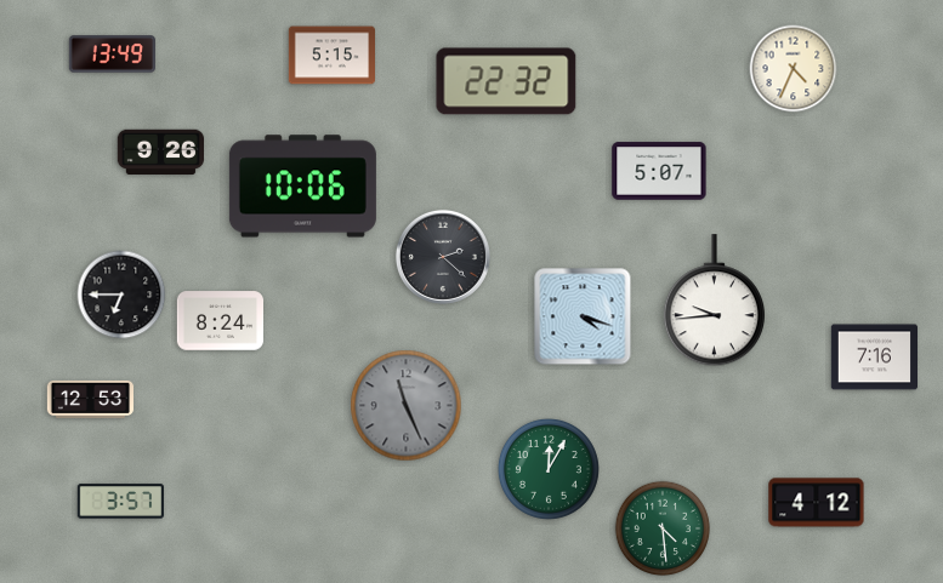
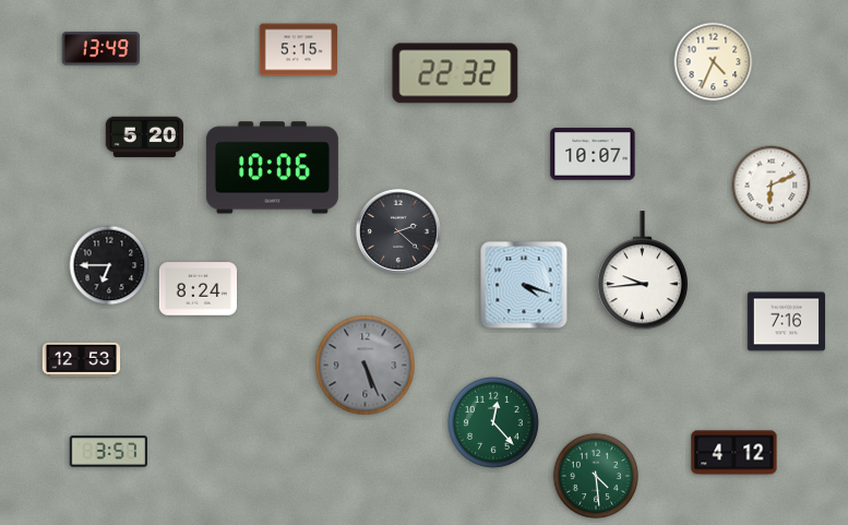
clock at (160, 153): 9:26 -> 5:20
clock at (659, 171): 5:07 -> 10:07
clock at (772, 186): none -> 6:11
clock at (407, 406): 11:26 -> 5:26
clock at (549, 469): 12:05 -> 12:23
